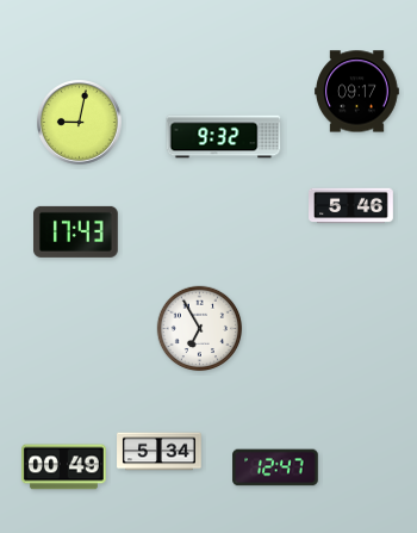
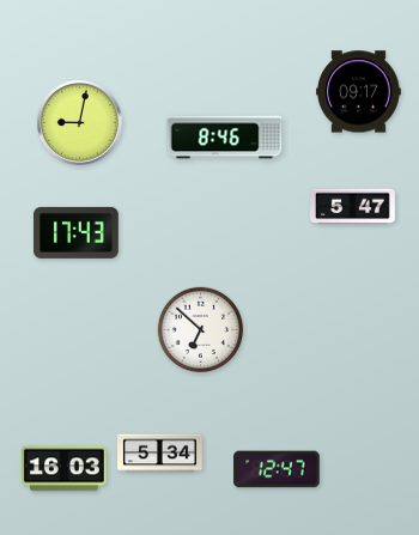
clock at (224, 137): 9:32 -> 8:46
clock at (351, 206): 5:46 -> 5:47
clock at (200, 329): 6:55 -> 6:52
clock at (64, 467): 00:49 -> 16:03
